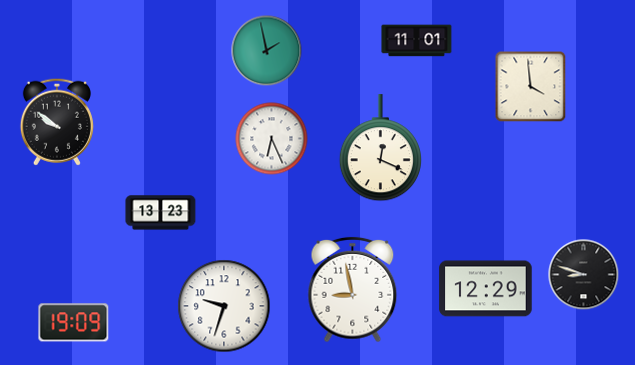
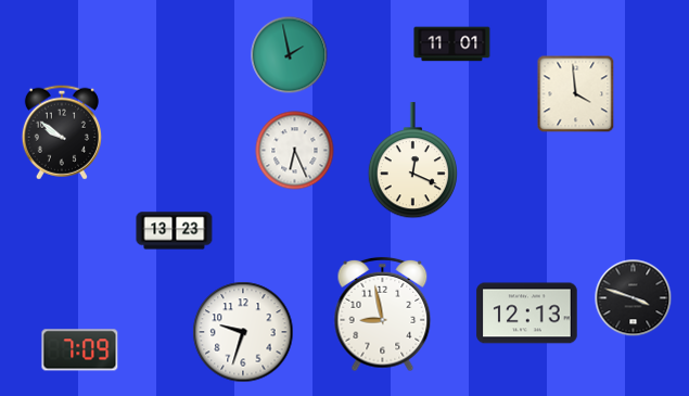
clock at (584, 275): 8:48 -> 3:48
clock at (486, 289): 12:29 -> 12:13
clock at (74, 323): 19:09 -> 7:09
